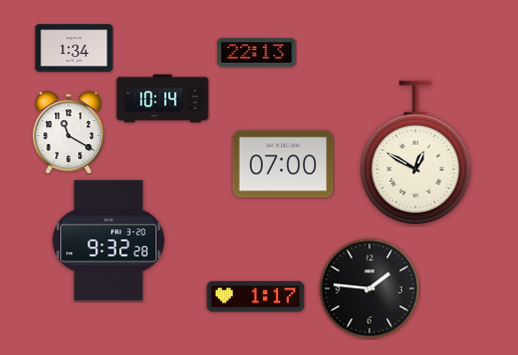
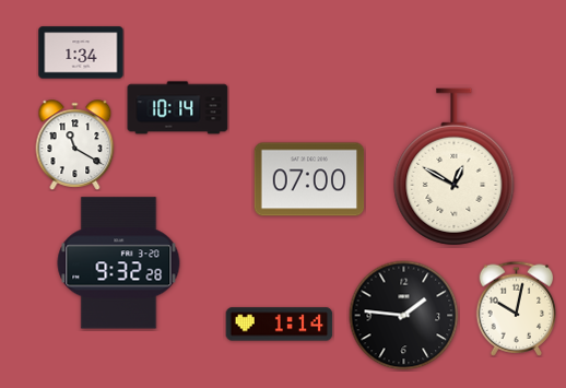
clock at (257, 53): 22:13 -> none
clock at (517, 308): none -> 10:02
clock at (256, 297): 1:17 -> 1:14
